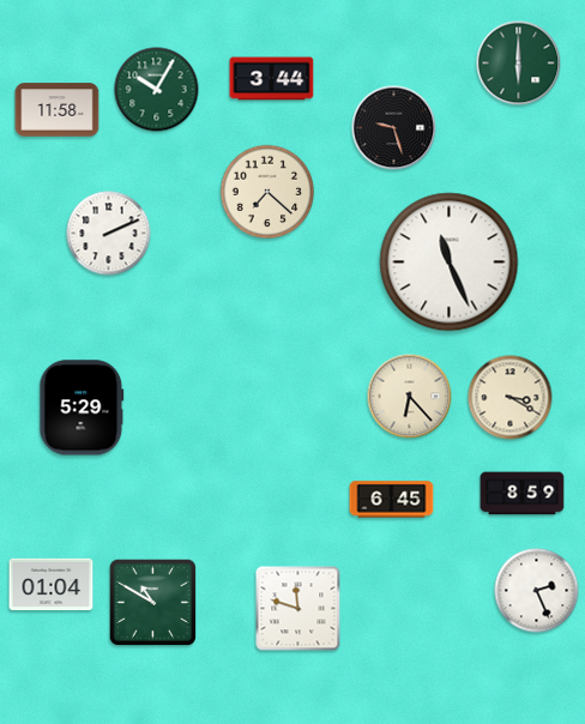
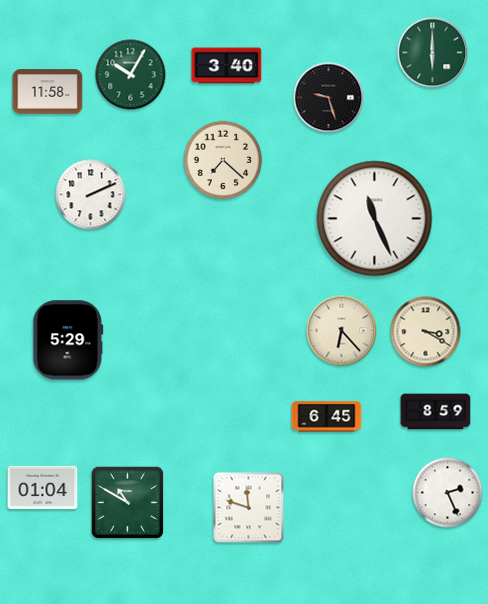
clock at (272, 79): 3:44 -> 3:40
clock at (394, 128) position: (394, 128) -> (329, 98)
